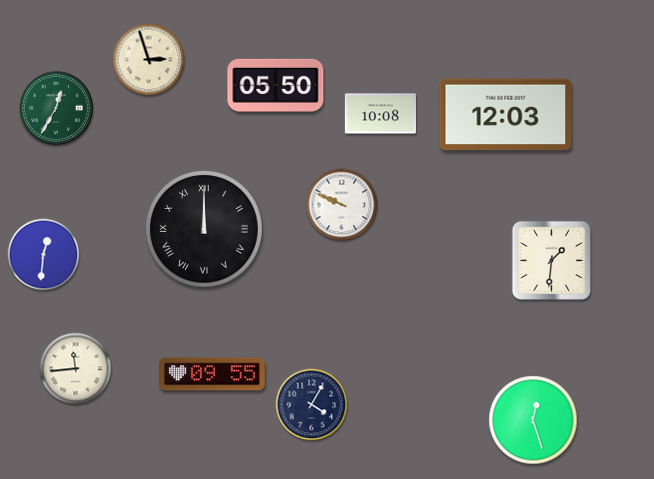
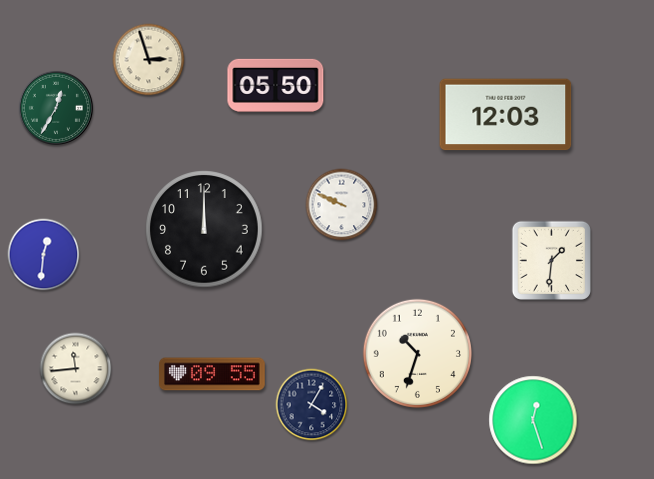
clock at (380, 114): 10:08 -> none
clock at (204, 229) numerals: Roman -> Arabic
clock at (417, 353): none -> 10:33
